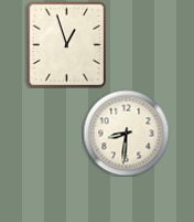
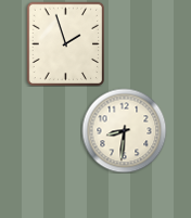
clock at (66, 44): 12:57 -> 1:57
